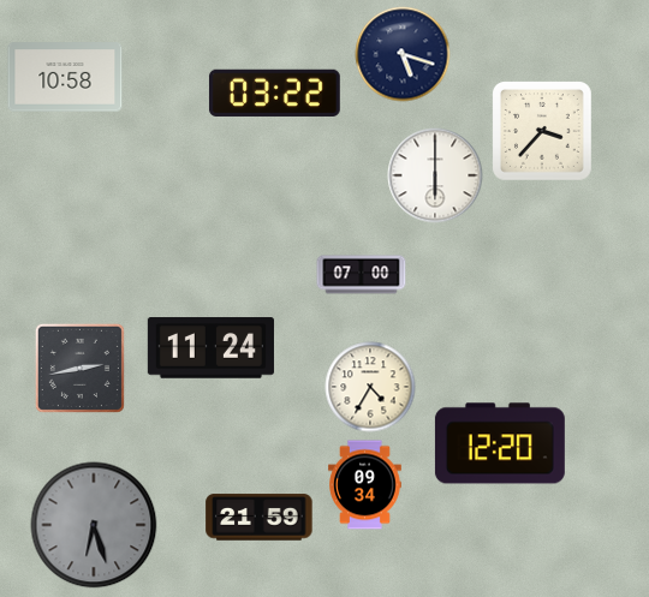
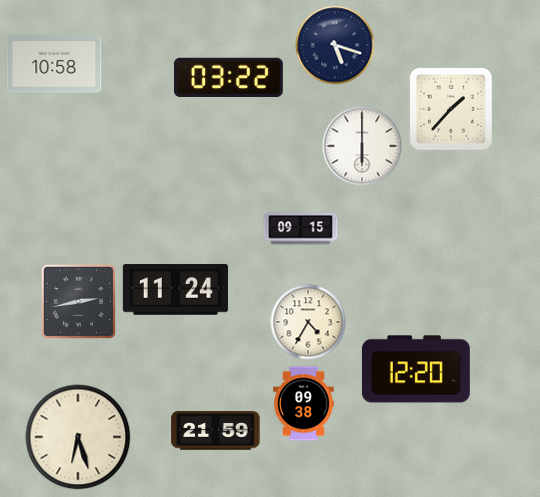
clock at (543, 132): 3:37 -> 1:37
clock at (362, 275): 07:00 -> 09:15
clock at (79, 368) position: (79, 368) -> (78, 301)
clock at (365, 485): 09:34 -> 09:38
clock at (94, 525) dial: grey -> cream
